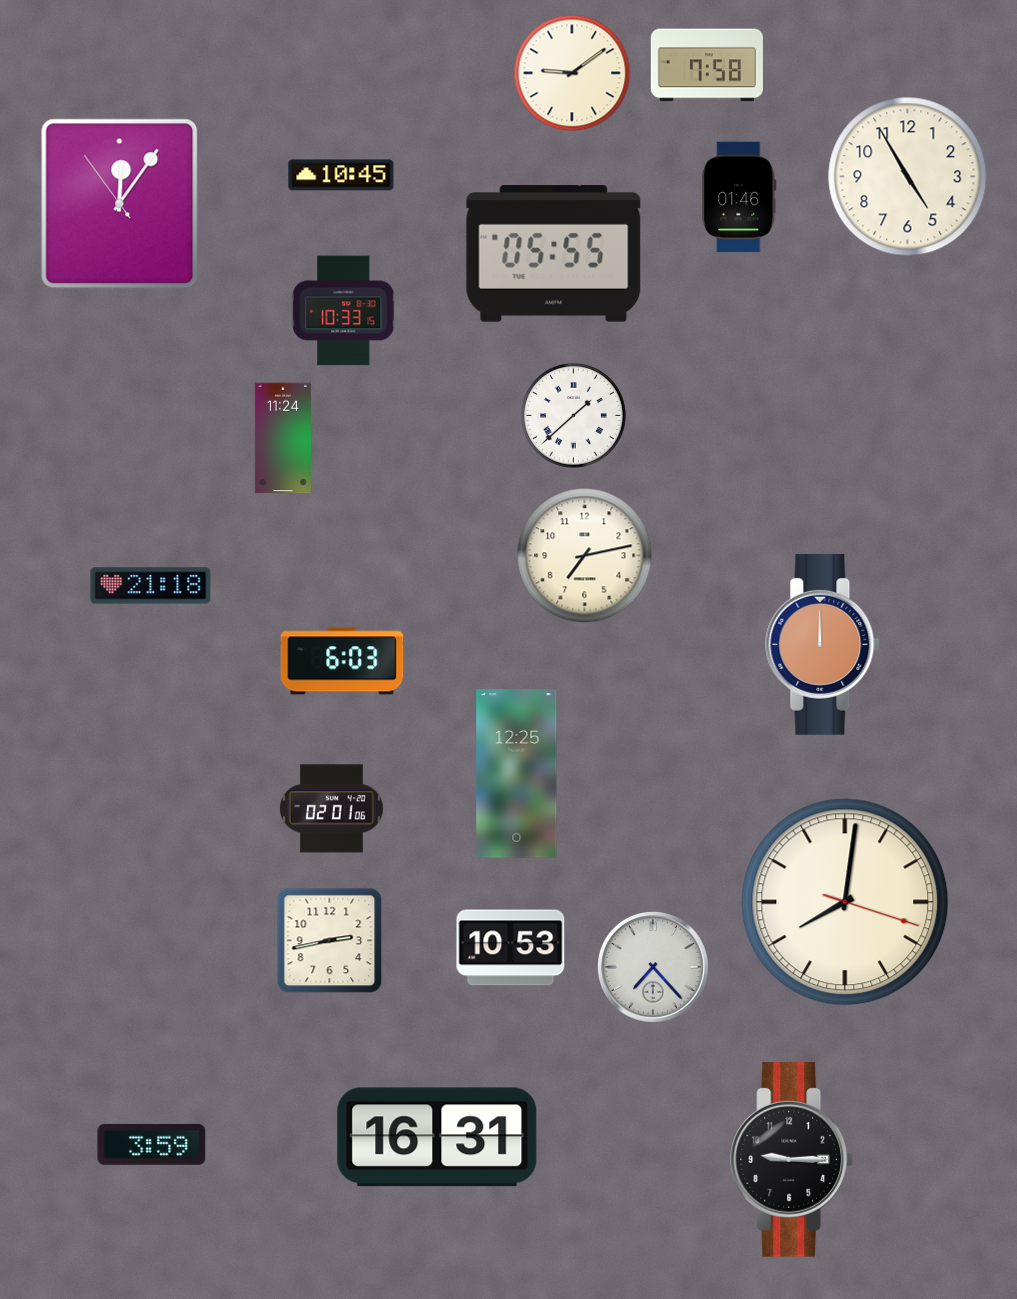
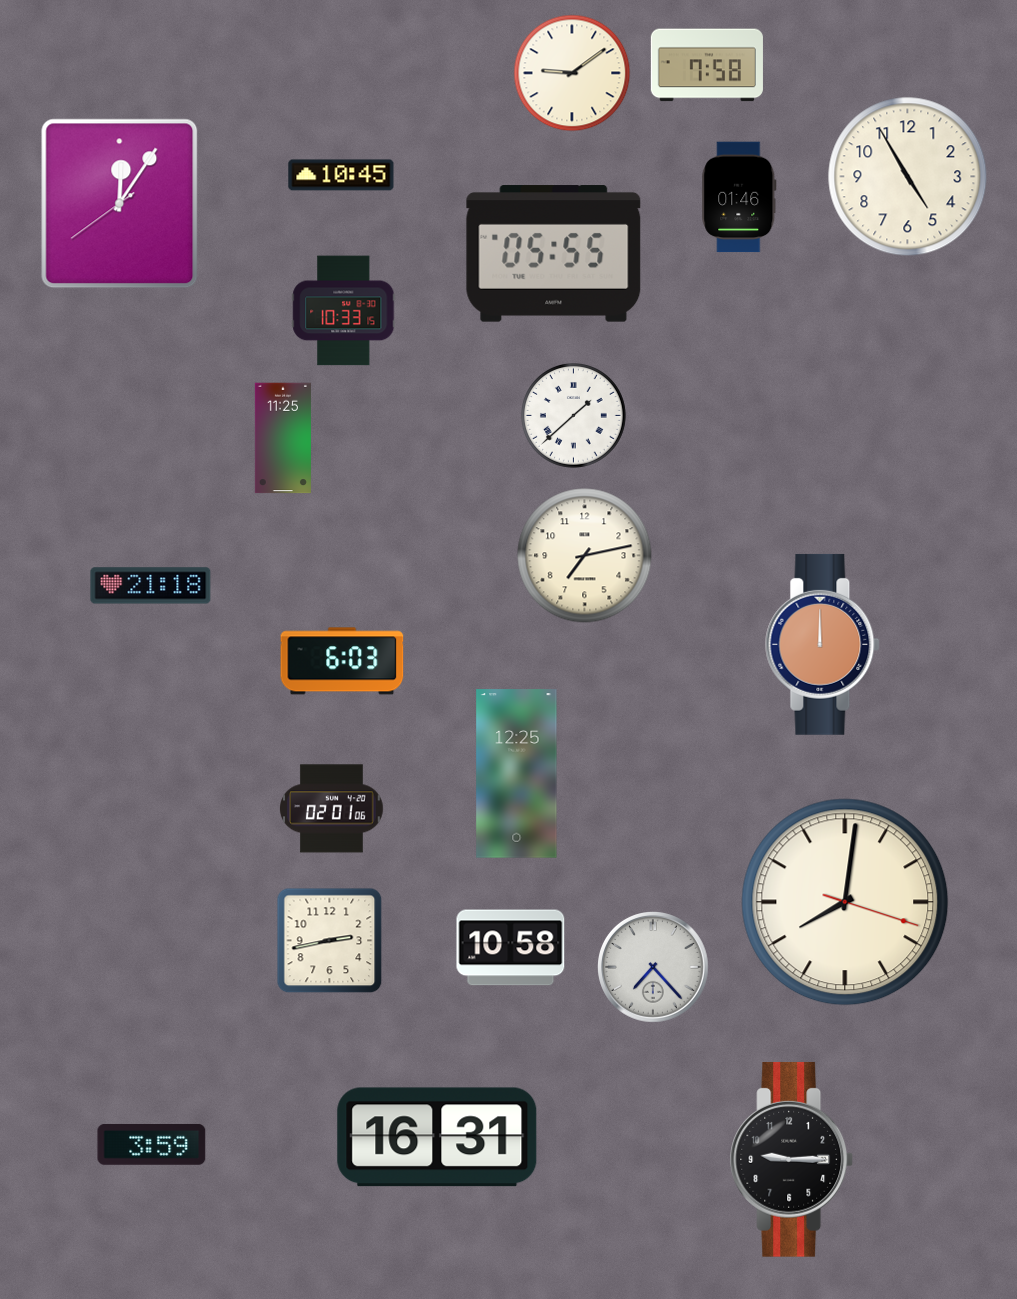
clock at (120, 204): 12:05:54 -> 12:05:39
clock at (283, 438): 11:24 -> 11:25
clock at (511, 948): 10:53 -> 10:58
